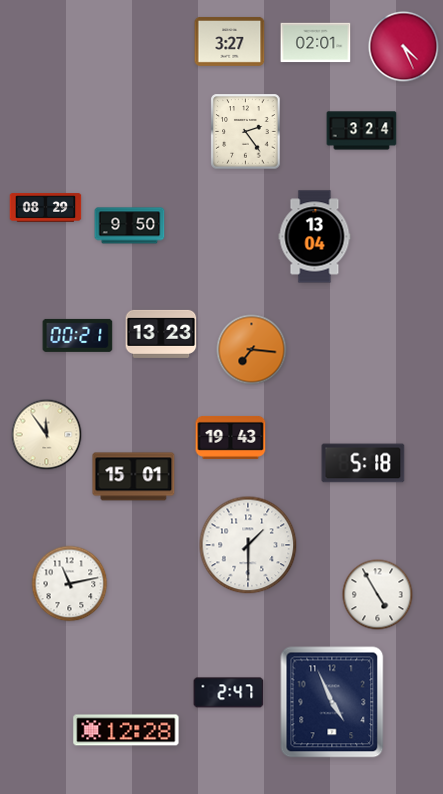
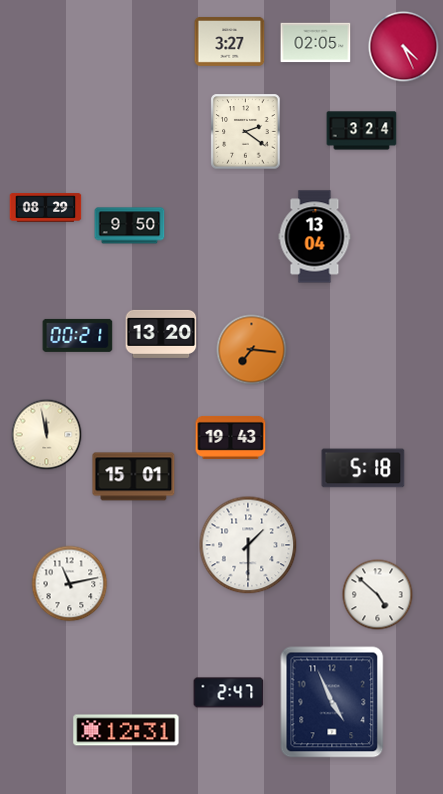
clock at (316, 43): 02:01 -> 02:05
clock at (246, 132): 2:24 -> 2:21
clock at (161, 334): 13:23 -> 13:20
clock at (47, 435): 11:54 -> 11:58
clock at (363, 463) position: (363, 463) -> (363, 468)
clock at (378, 595): 4:55 -> 4:52
clock at (126, 730): 12:28 -> 12:31
